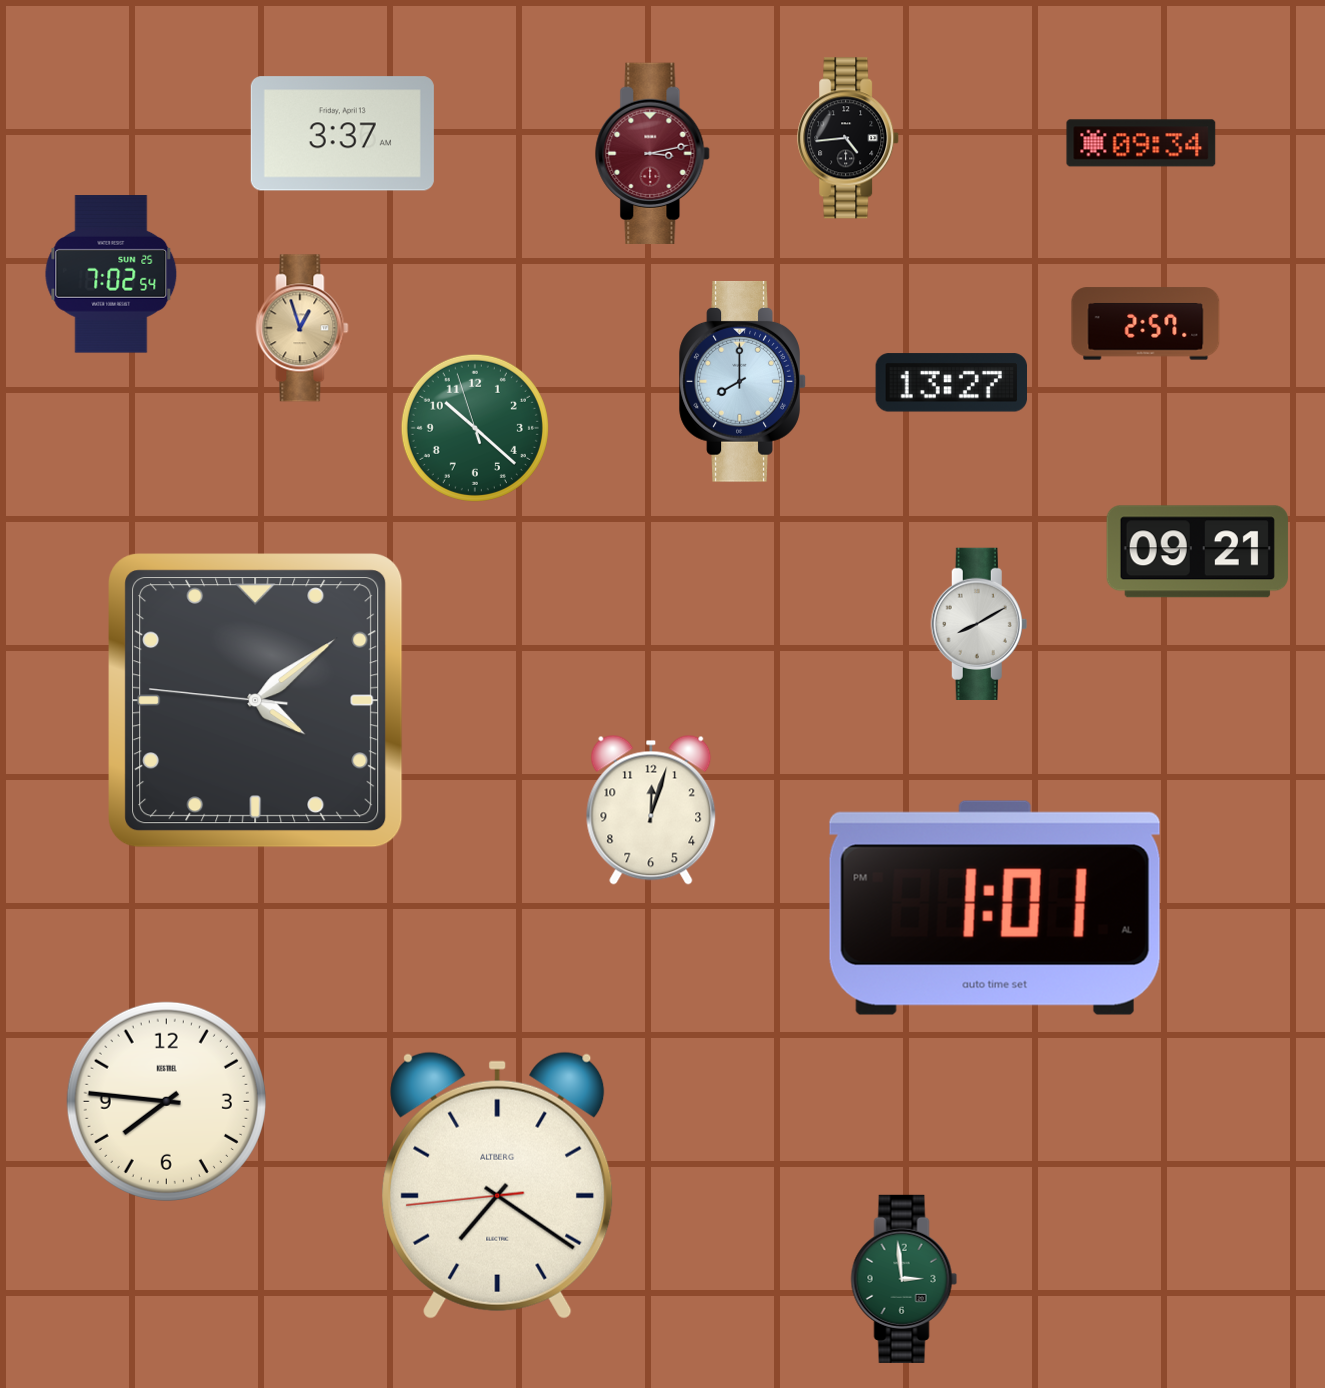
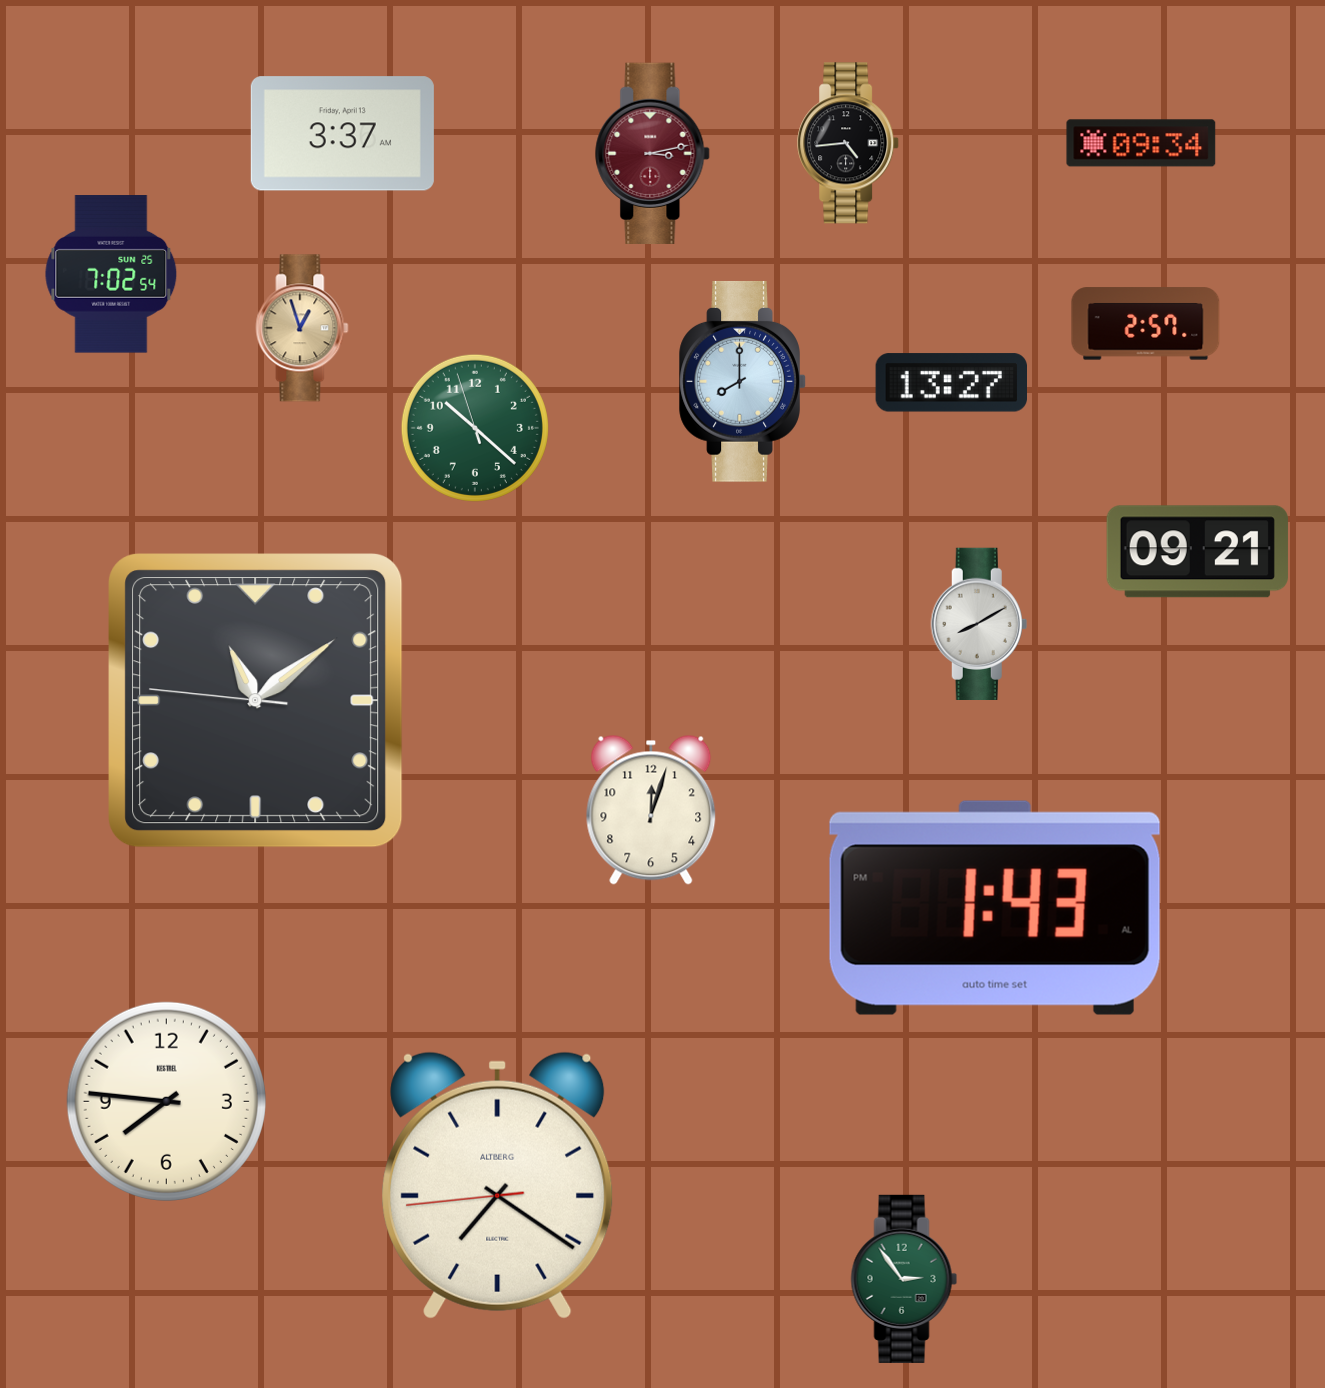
clock at (849, 138) position: (849, 138) -> (849, 143)
clock at (256, 701): 4:08 -> 11:08
clock at (995, 908): 1:01 -> 1:43
clock at (904, 1279): 2:59 -> 2:54
